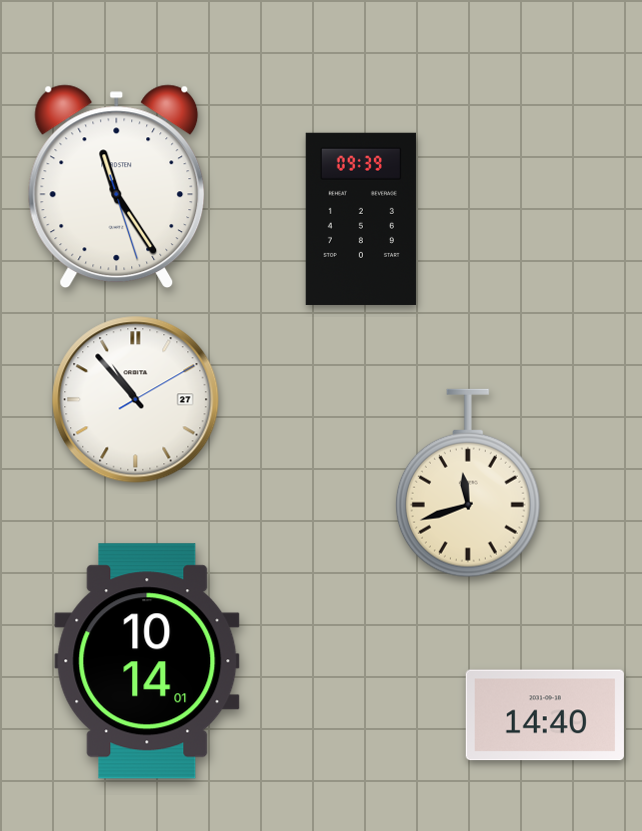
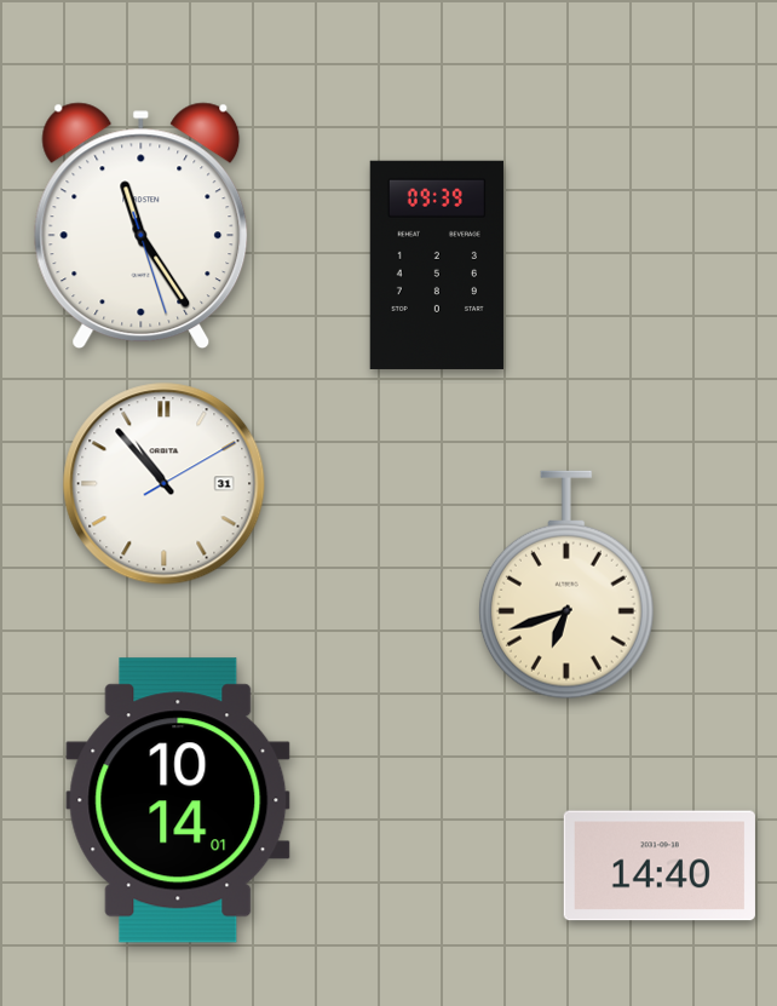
clock at (136, 400) date: 27 -> 31
clock at (468, 483): 11:42 -> 6:42
